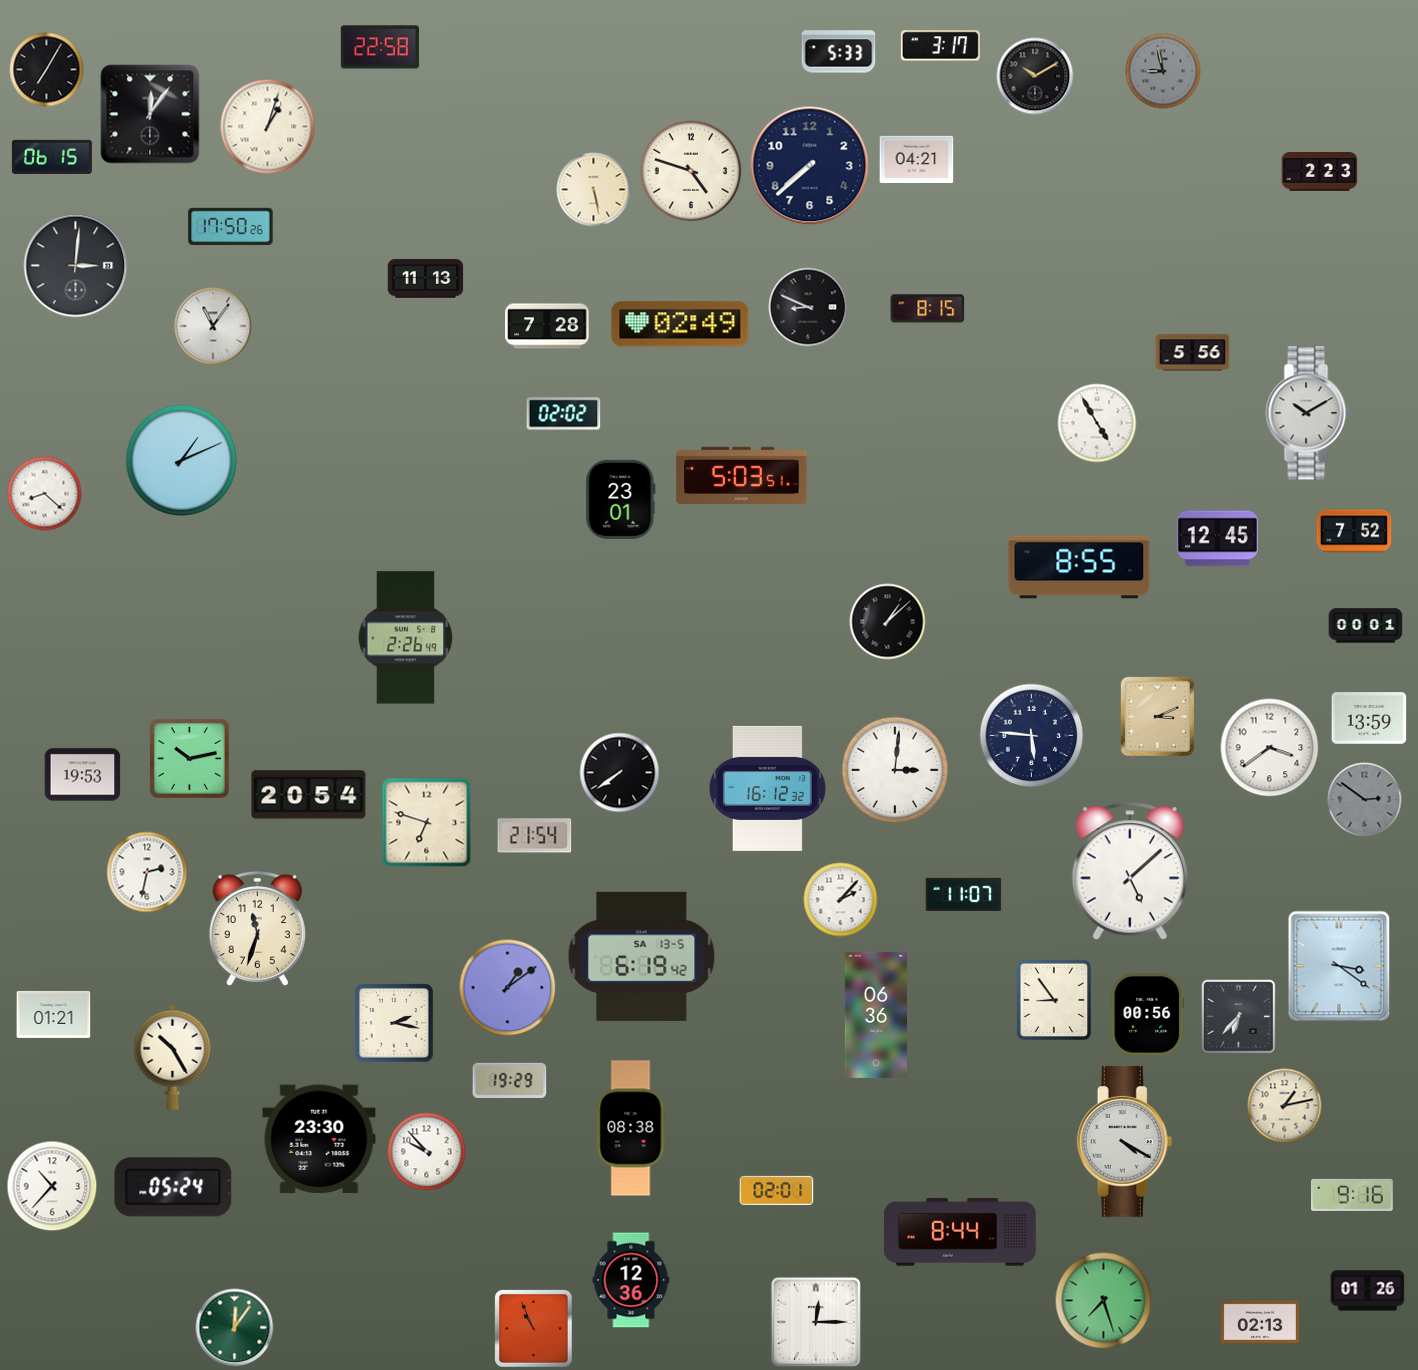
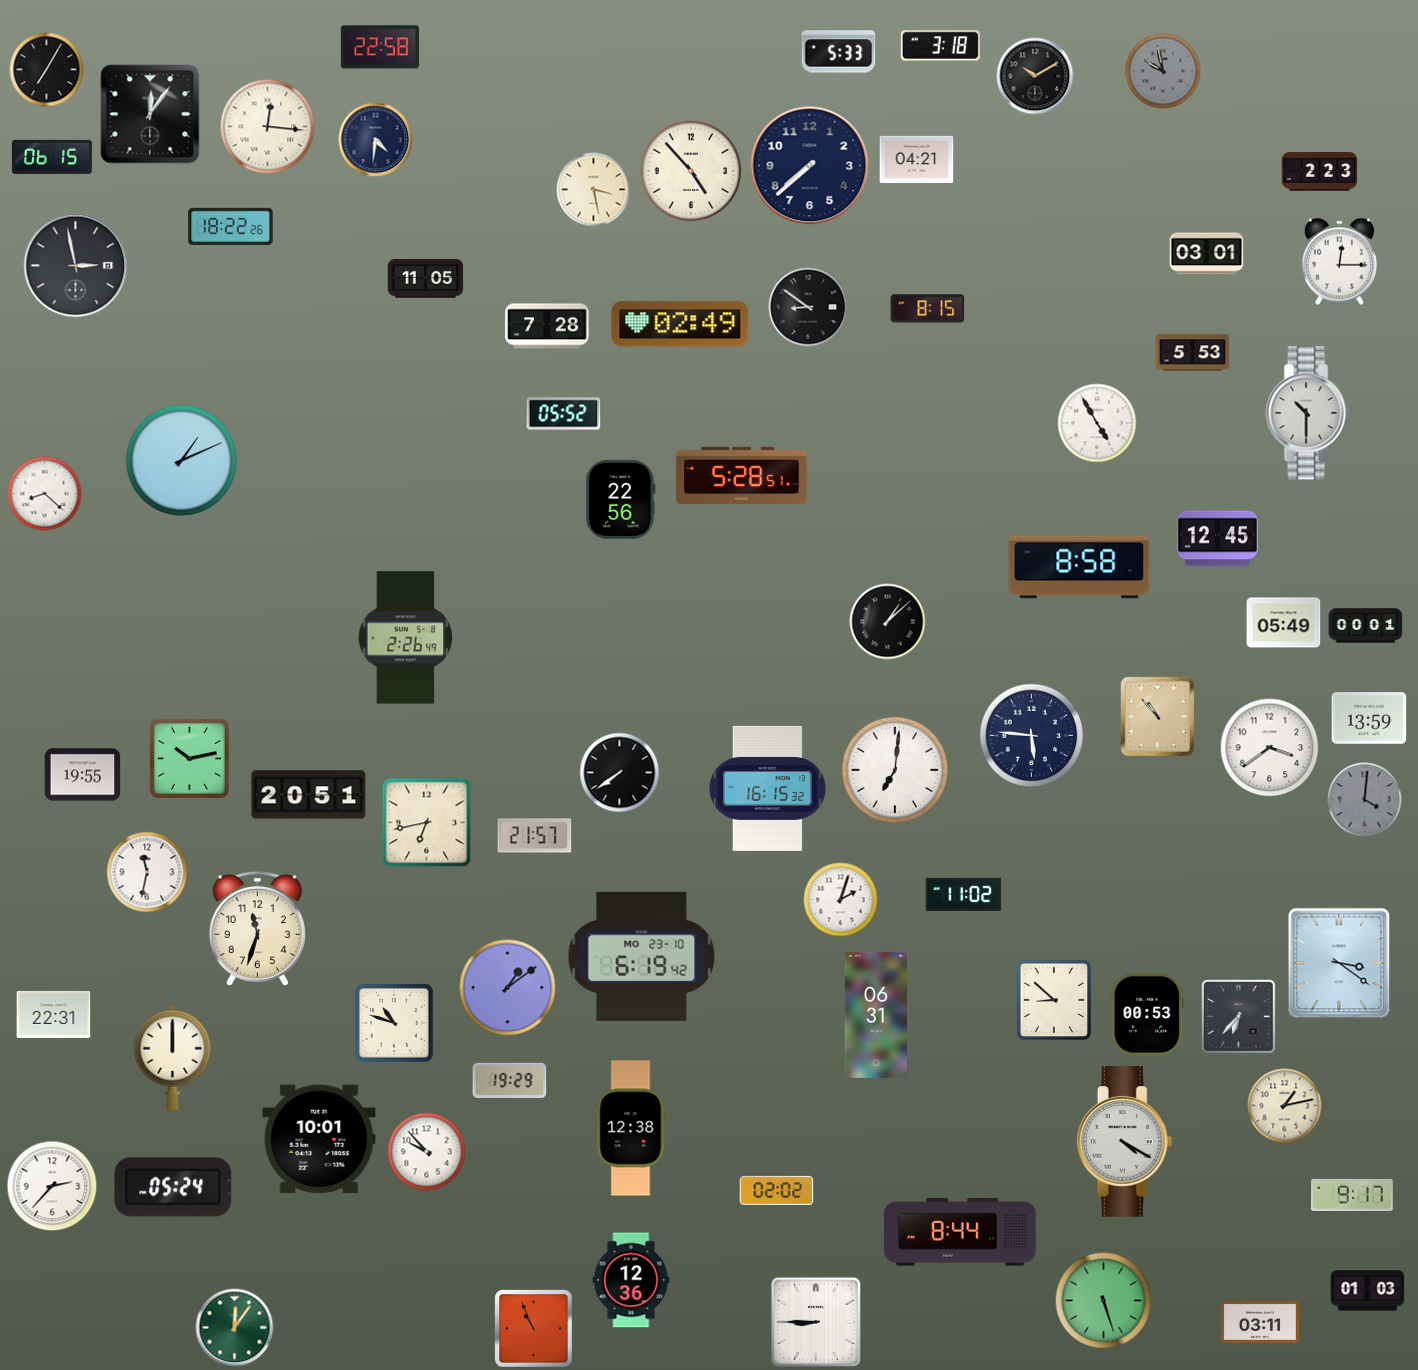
clock at (940, 46): 3:17 -> 3:18
clock at (1163, 71): 8:58 -> 9:58
clock at (268, 127): 1:03 -> 12:16
clock at (376, 140): none -> 4:31
clock at (691, 171): 4:48 -> 4:53
clock at (594, 190): 5:28 -> 3:28
clock at (231, 226): 17:50 -> 18:22
clock at (1207, 254): none -> 03:01
clock at (1339, 262): none -> 12:15
clock at (76, 266): 3:01 -> 2:58
clock at (426, 279): 11:13 -> 11:05
clock at (808, 307): 8:49 -> 8:51
clock at (213, 326): 11:06 -> none
clock at (1193, 353): 5:56 -> 5:53
clock at (1308, 413): 10:10 -> 10:30
clock at (564, 414): 02:02 -> 05:52
clock at (742, 475): 5:03 -> 5:28
clock at (621, 499): 23:01 -> 22:56
clock at (1354, 531): 7:52 -> none
clock at (1079, 567): 8:55 -> 8:58
clock at (1284, 623): none -> 05:49
clock at (1157, 716): 3:11 -> 10:53
clock at (895, 770): 3:01 -> 7:01
clock at (83, 775): 19:53 -> 19:55
clock at (767, 788): 16:12 -> 16:15
clock at (309, 795): 20:54 -> 20:51
clock at (1365, 800): 2:51 -> 4:01
clock at (427, 823): 6:48 -> 6:43
clock at (535, 836): 21:54 -> 21:57
clock at (1129, 871): 5:08 -> none
clock at (147, 872): 2:32 -> 11:32
clock at (964, 894): 11:07 -> 11:02
clock at (841, 900): 2:07 -> 2:03
clock at (642, 956) date: SA 13-5 -> MO 23-10
clock at (1339, 966) position: (1339, 966) -> (1339, 963)
clock at (1054, 1000): 8:54 -> 8:52
clock at (54, 1014): 01:21 -> 22:31
clock at (876, 1015): 06:36 -> 06:31
clock at (1148, 1015): 00:56 -> 00:53
clock at (394, 1023): 2:17 -> 10:48
clock at (173, 1057): 10:25 -> 12:00
clock at (631, 1128): 08:38 -> 12:38
clock at (319, 1139): 23:30 -> 10:01
clock at (52, 1186): 10:37 -> 2:37
clock at (777, 1190): 02:01 -> 02:02
clock at (1353, 1195): 9:16 -> 9:17
clock at (1368, 1291): 01:26 -> 01:03
clock at (1104, 1301): 7:27 -> 5:27
clock at (1259, 1321): 02:13 -> 03:11
clock at (816, 1322): 12:15 -> 8:45
